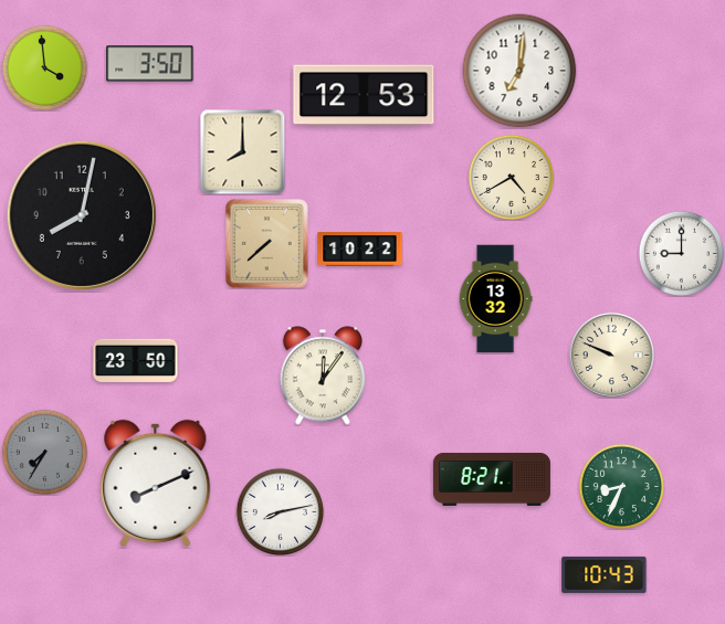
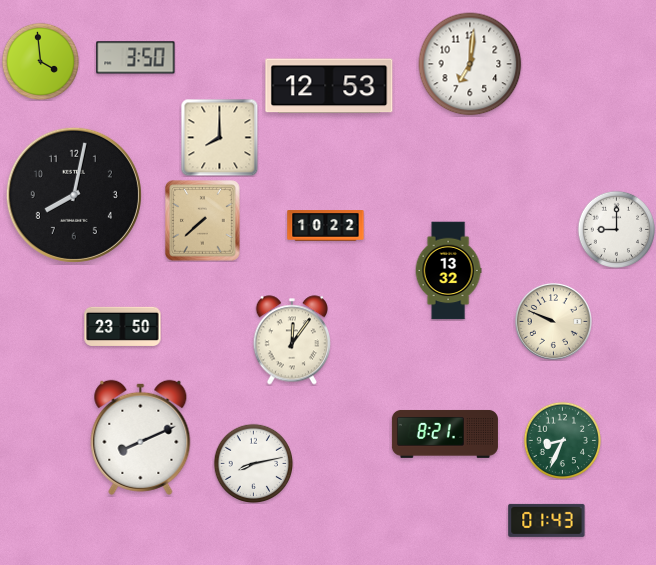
clock at (511, 177): 4:40 -> none
clock at (267, 244) position: (267, 244) -> (203, 221)
clock at (44, 452): 7:35 -> none
clock at (605, 574): 10:43 -> 01:43
